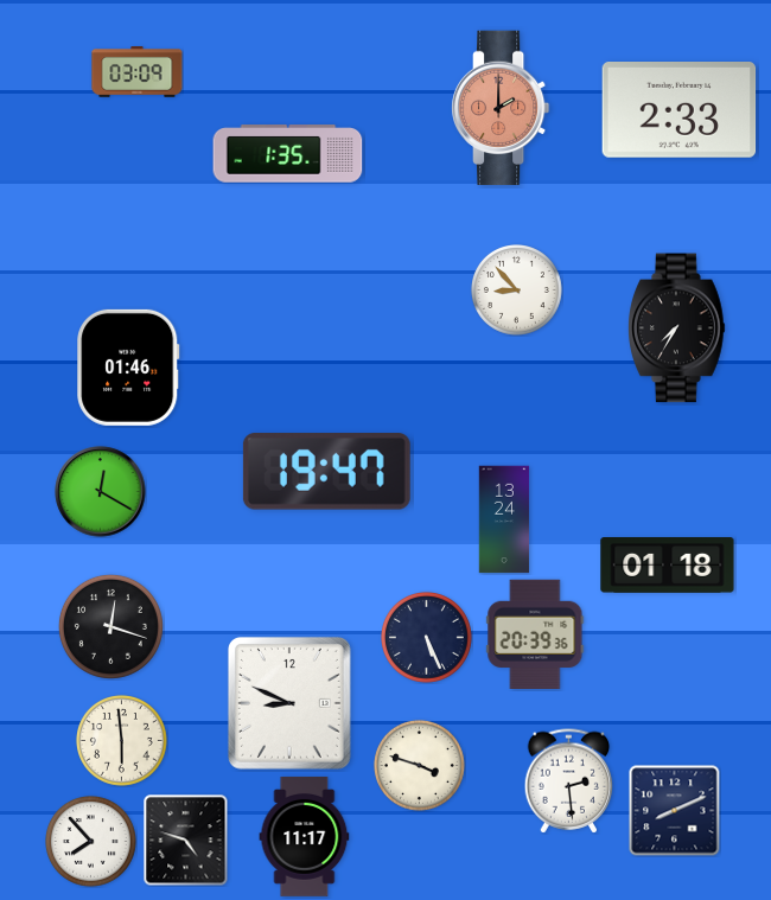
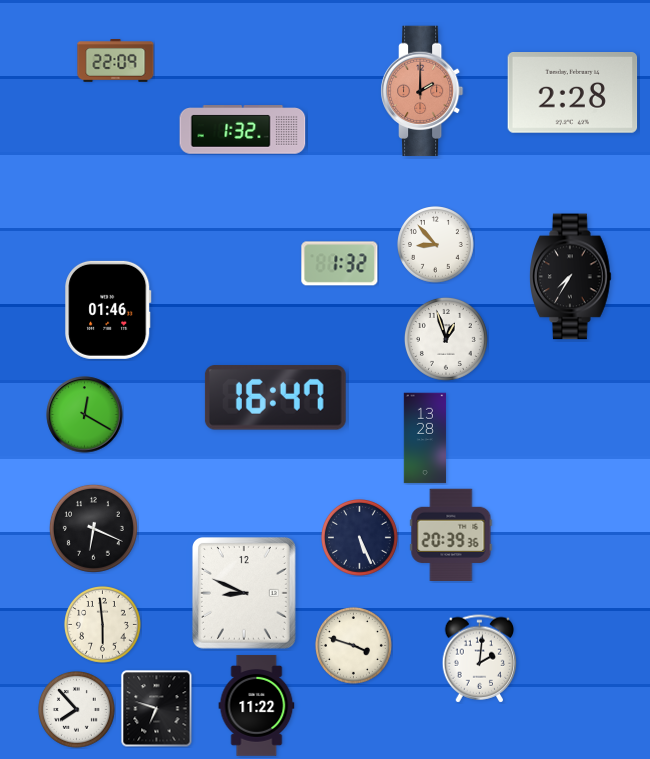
clock at (138, 72): 03:09 -> 22:09
clock at (680, 110): 2:33 -> 2:28
clock at (288, 154): 1:35 -> 1:32
clock at (340, 264): none -> 1:32
clock at (446, 339): none -> 12:57
clock at (326, 472): 19:47 -> 16:47
clock at (504, 519): 13:24 -> 13:28
clock at (668, 566): 01:18 -> none
clock at (110, 626): 12:18 -> 6:19
clock at (569, 781): 2:29 -> 2:01
clock at (675, 811): 8:11 -> none
clock at (305, 836): 11:17 -> 11:22
clock at (186, 841): 4:48 -> 6:48
